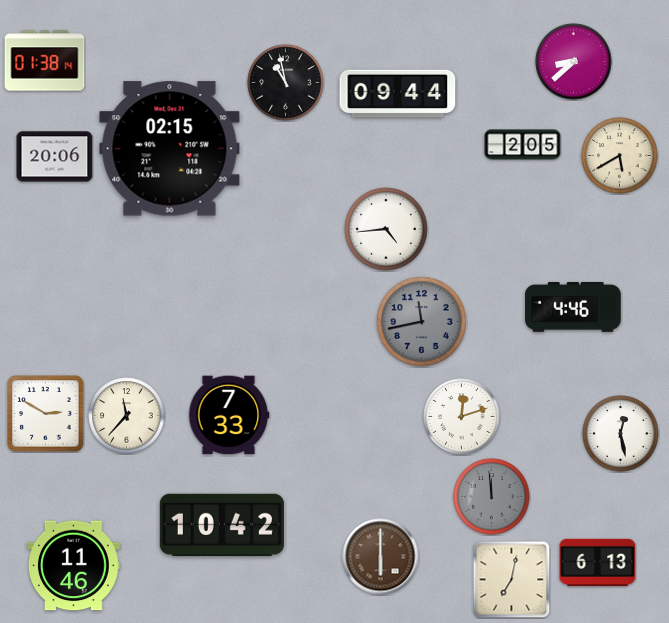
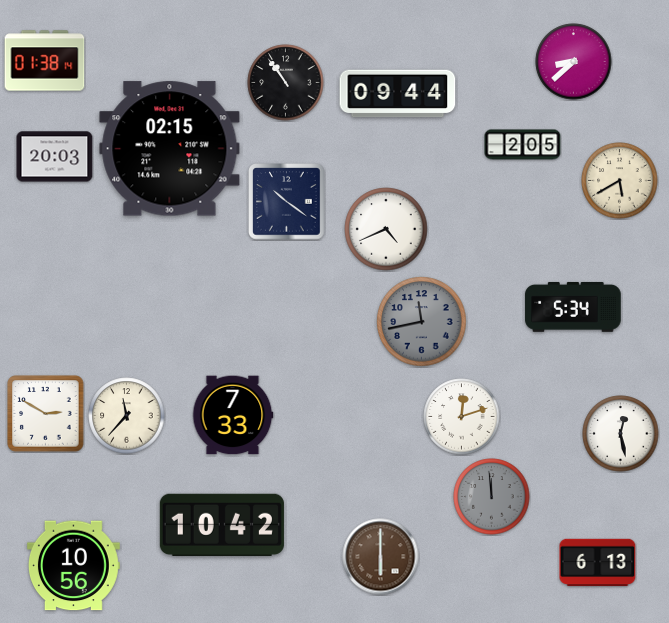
clock at (286, 83): 10:58 -> 10:54
clock at (620, 156) position: (620, 156) -> (620, 181)
clock at (55, 157): 20:06 -> 20:03
clock at (287, 202): none -> 10:21
clock at (386, 229): 4:44 -> 4:41
clock at (573, 307): 4:46 -> 5:34
clock at (229, 415) position: (229, 415) -> (233, 415)
clock at (73, 566): 11:46 -> 10:56
clock at (511, 579): 7:02 -> none
